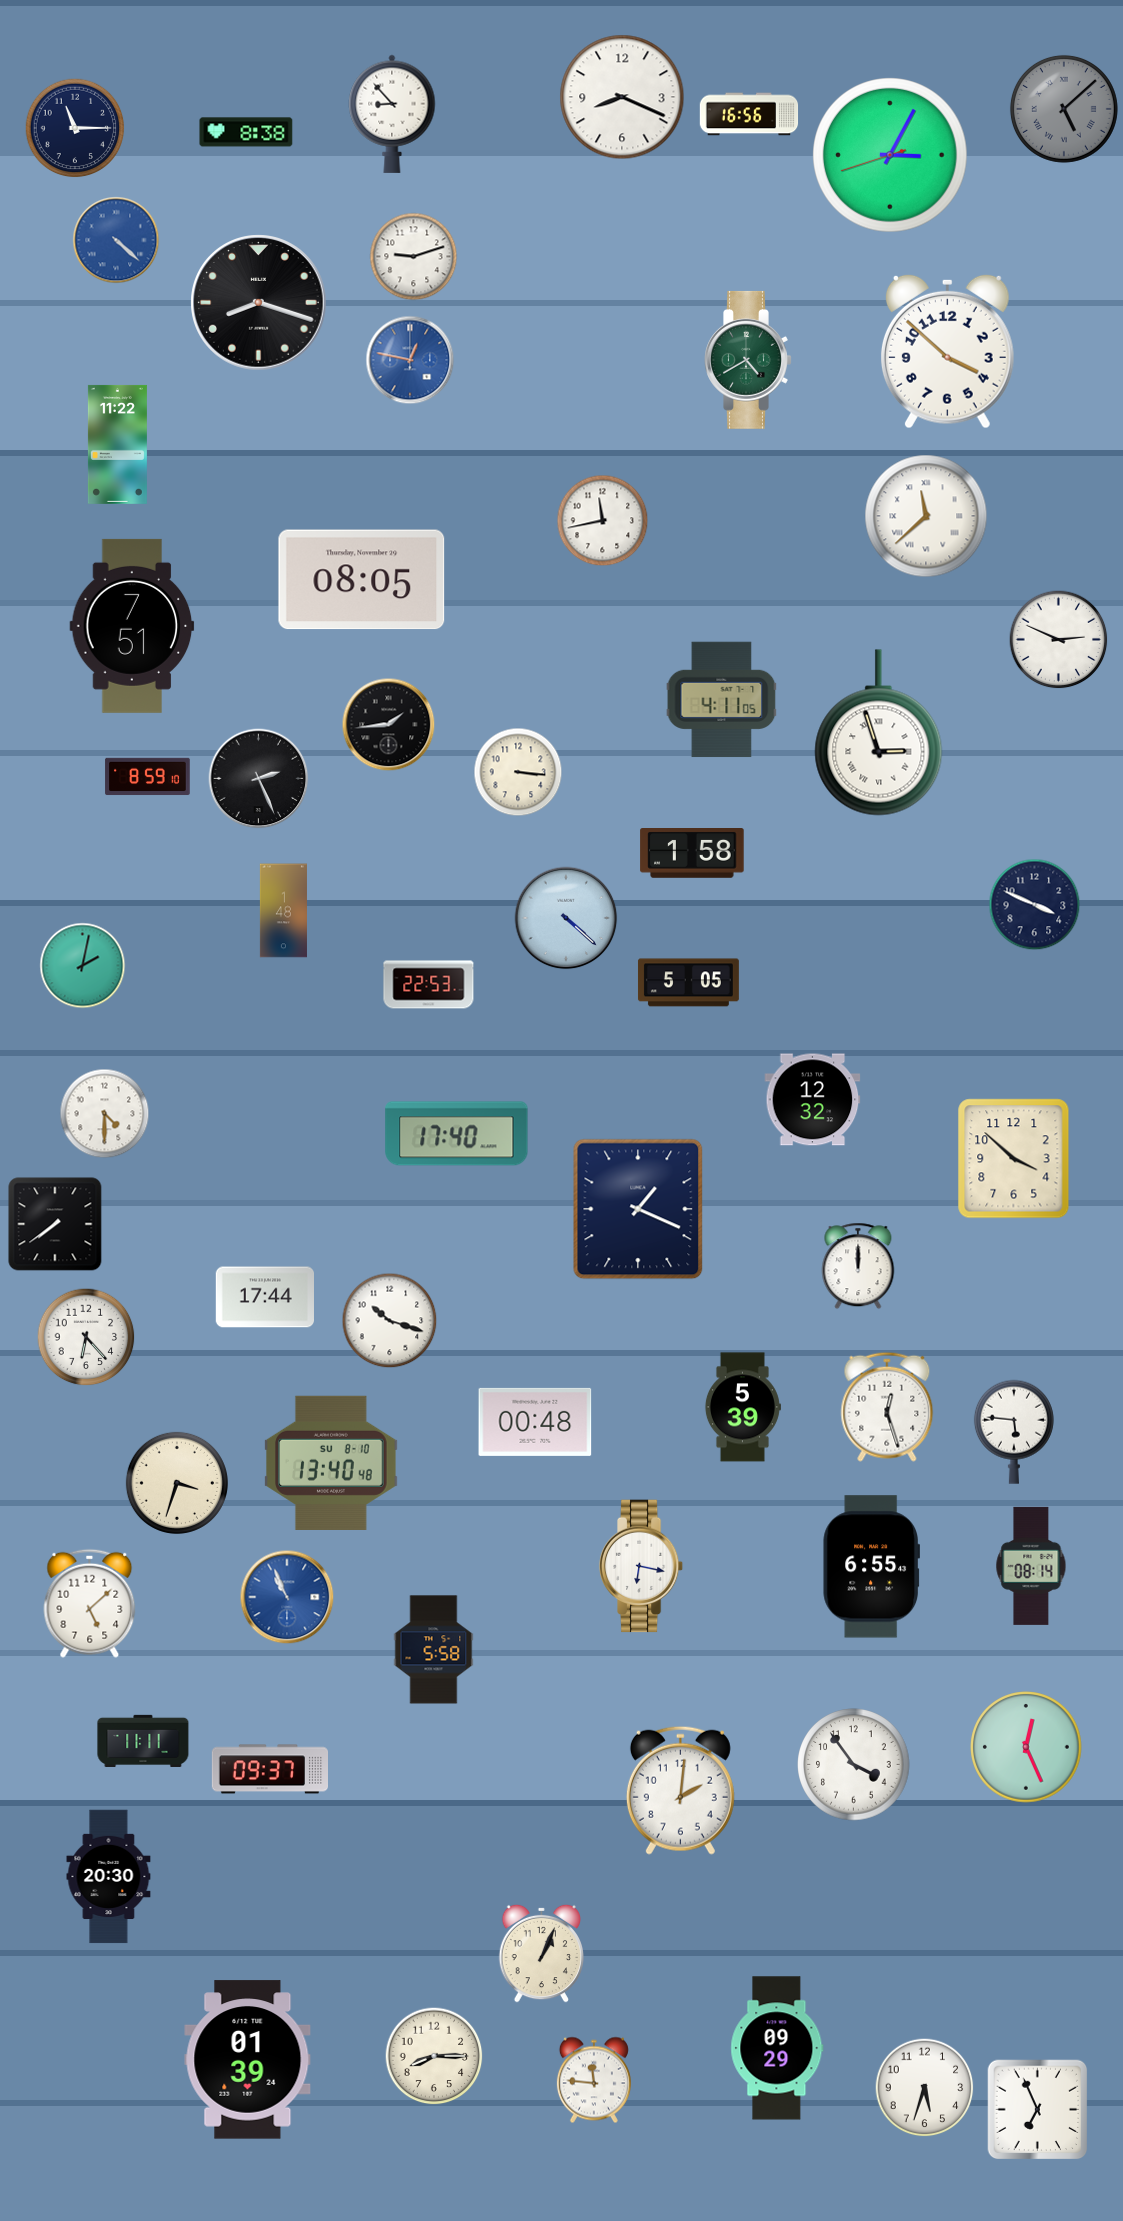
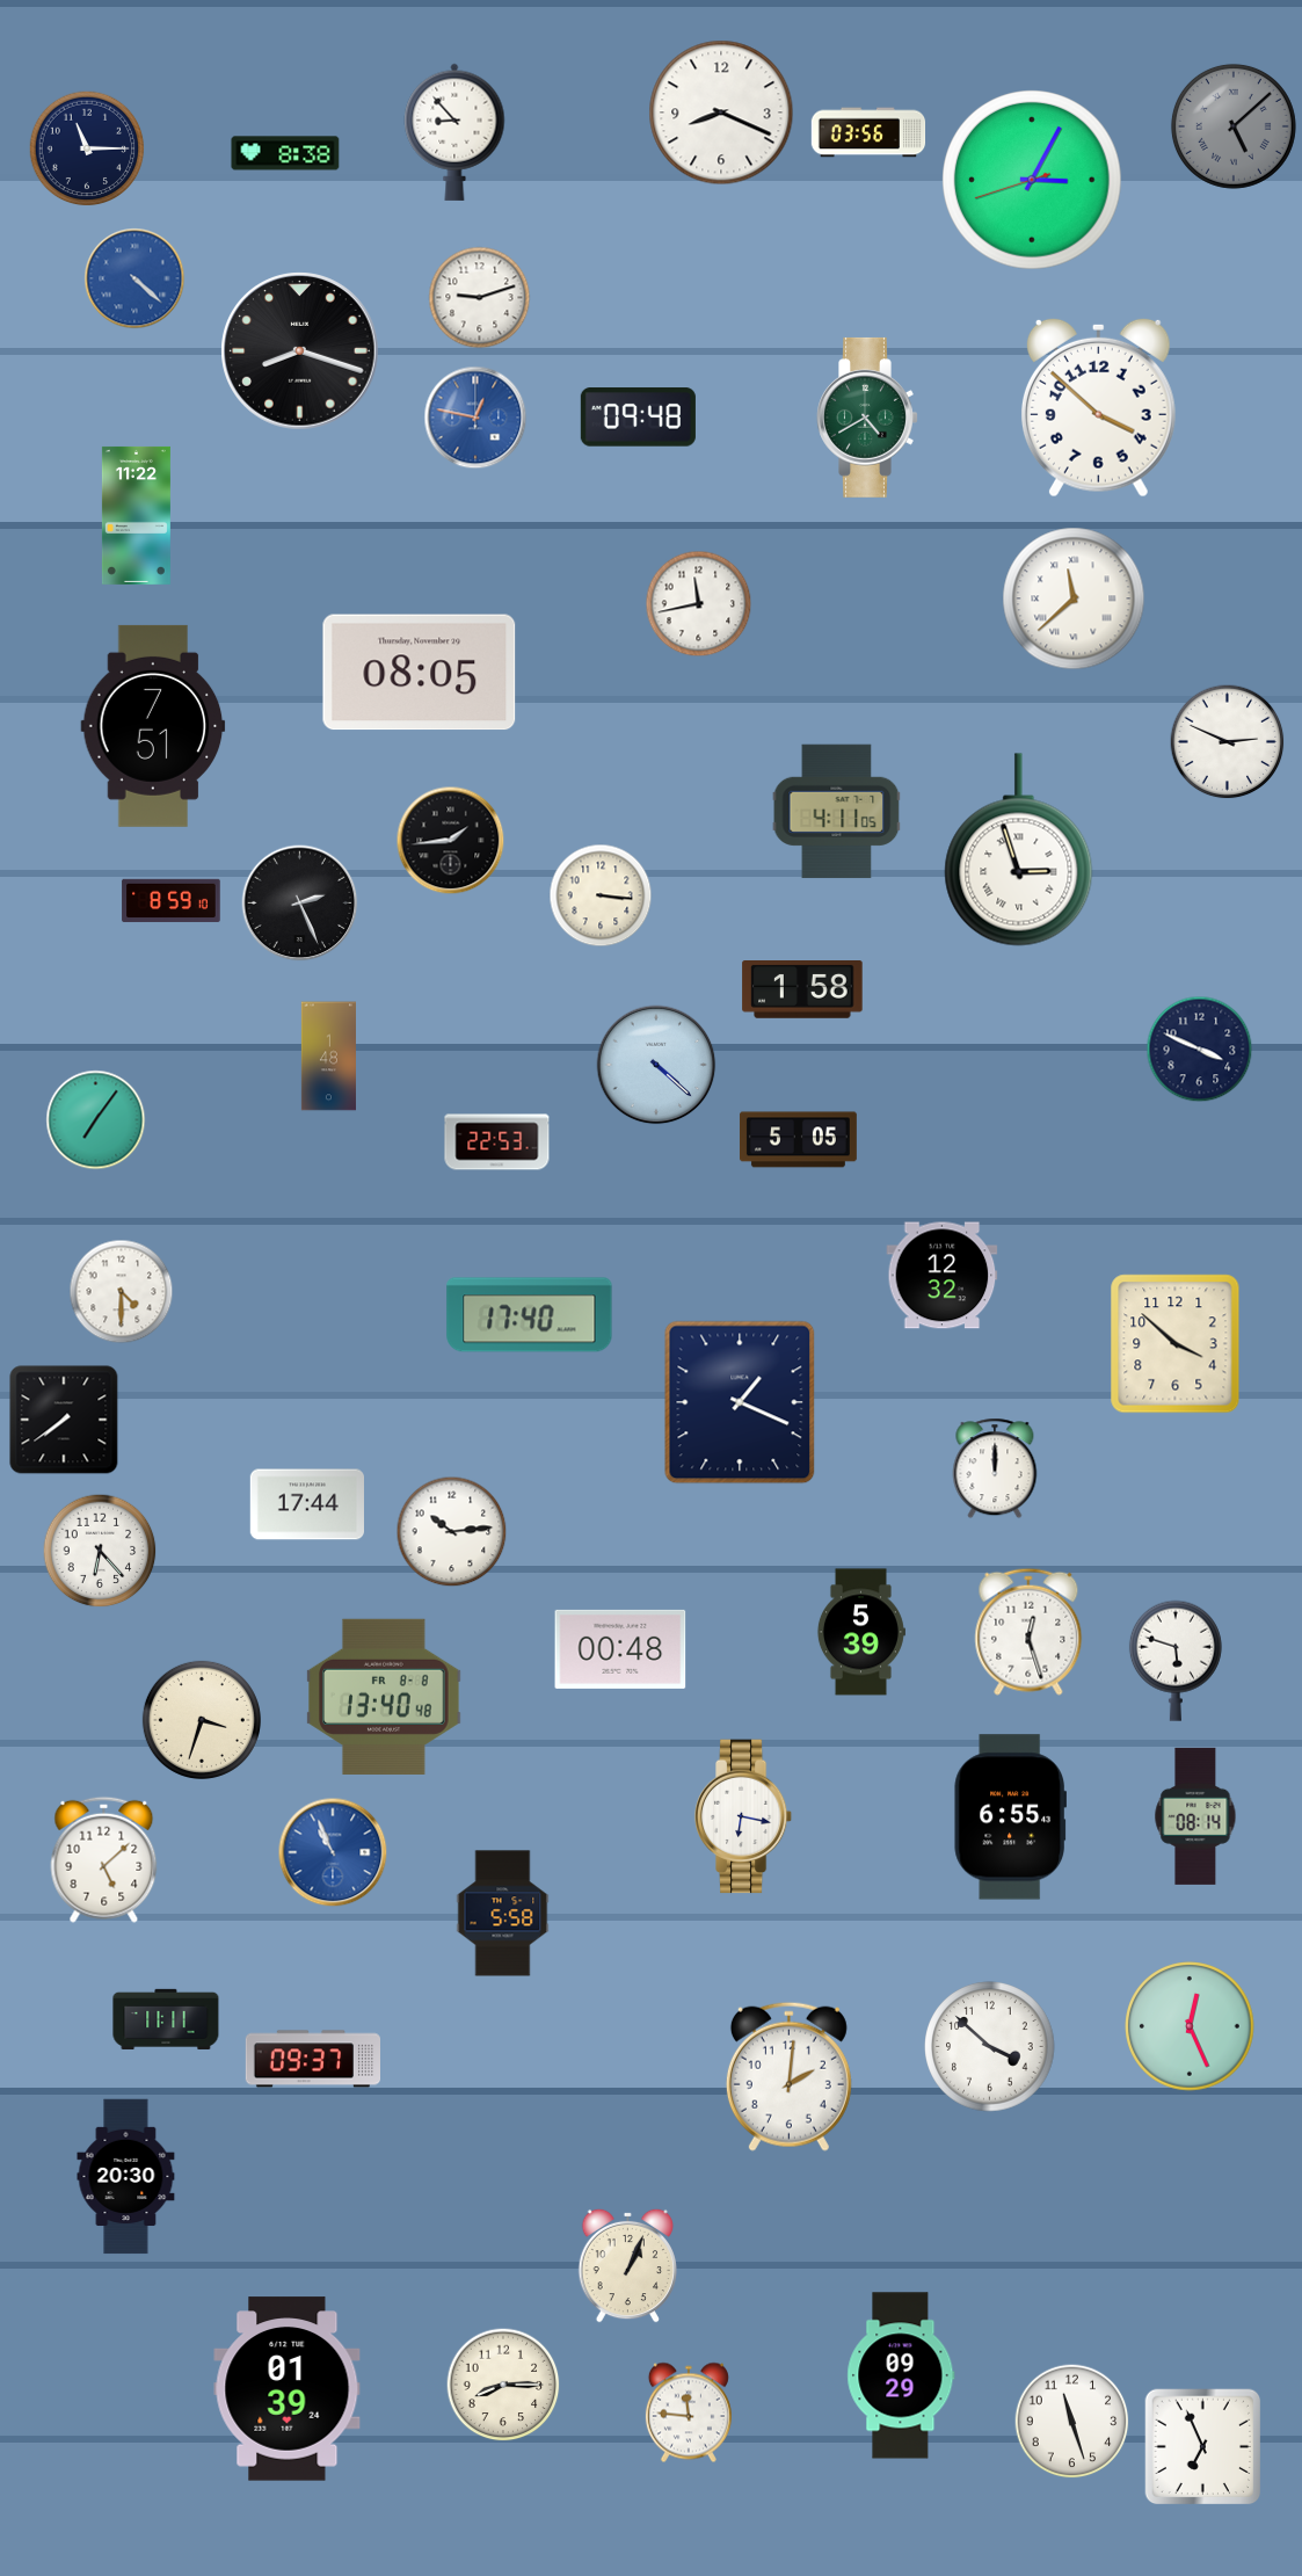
clock at (749, 114): 16:56 -> 03:56
clock at (638, 418): none -> 09:48
clock at (83, 966): 2:02 -> 7:06
clock at (390, 1321): 10:18 -> 10:14
clock at (1014, 1432): 5:46 -> 5:48
clock at (331, 1463) date: SU 8-10 -> FR 8-8
clock at (177, 1483) position: (177, 1483) -> (202, 1720)
clock at (854, 1765): 3:54 -> 3:52
clock at (269, 1769) position: (269, 1769) -> (312, 2059)
clock at (925, 2088): 5:33 -> 11:27
